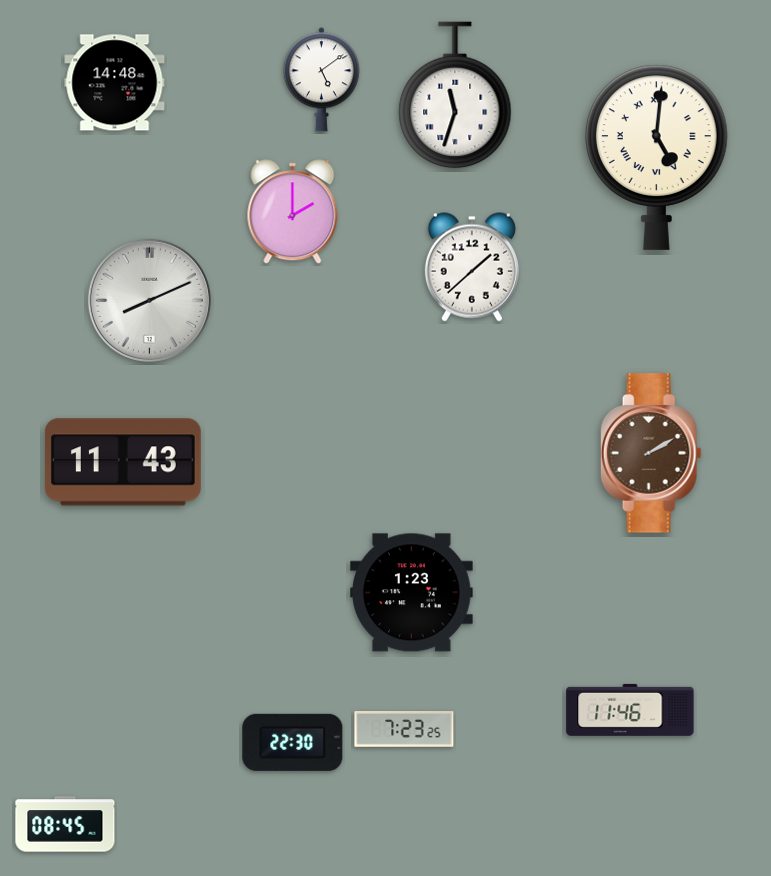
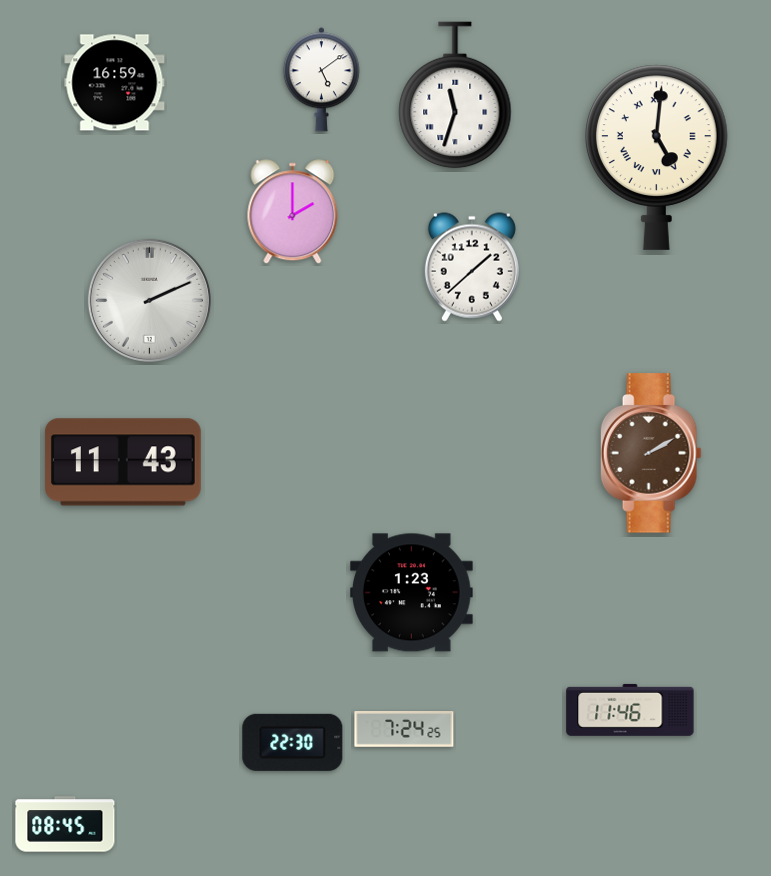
clock at (115, 83): 14:48 -> 16:59
clock at (149, 300): 8:11 -> 2:11
clock at (404, 730): 7:23 -> 7:24
